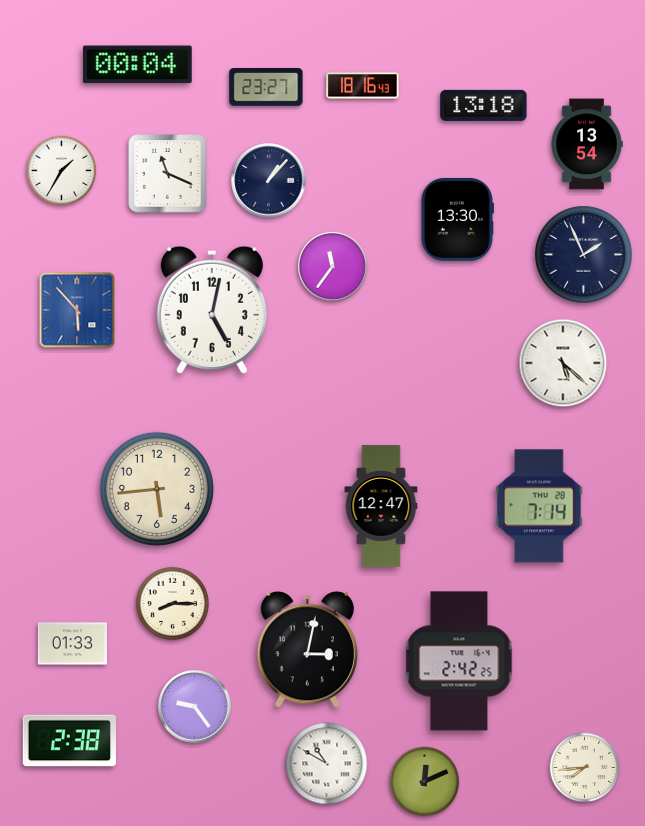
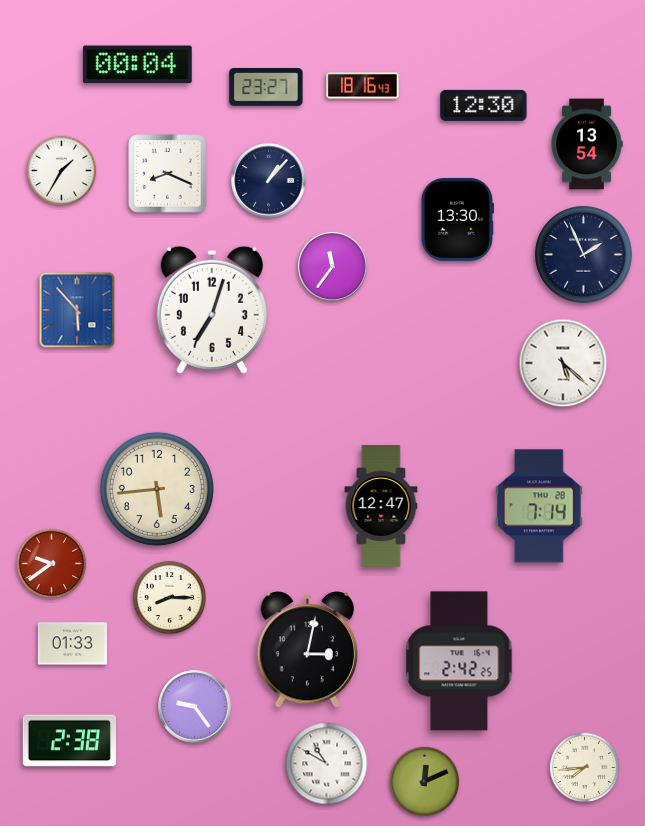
clock at (484, 105): 13:18 -> 12:30
clock at (168, 174): 11:19 -> 8:19
clock at (212, 310): 5:02 -> 7:03
clock at (52, 564): none -> 9:39
clock at (172, 603) position: (172, 603) -> (169, 597)
